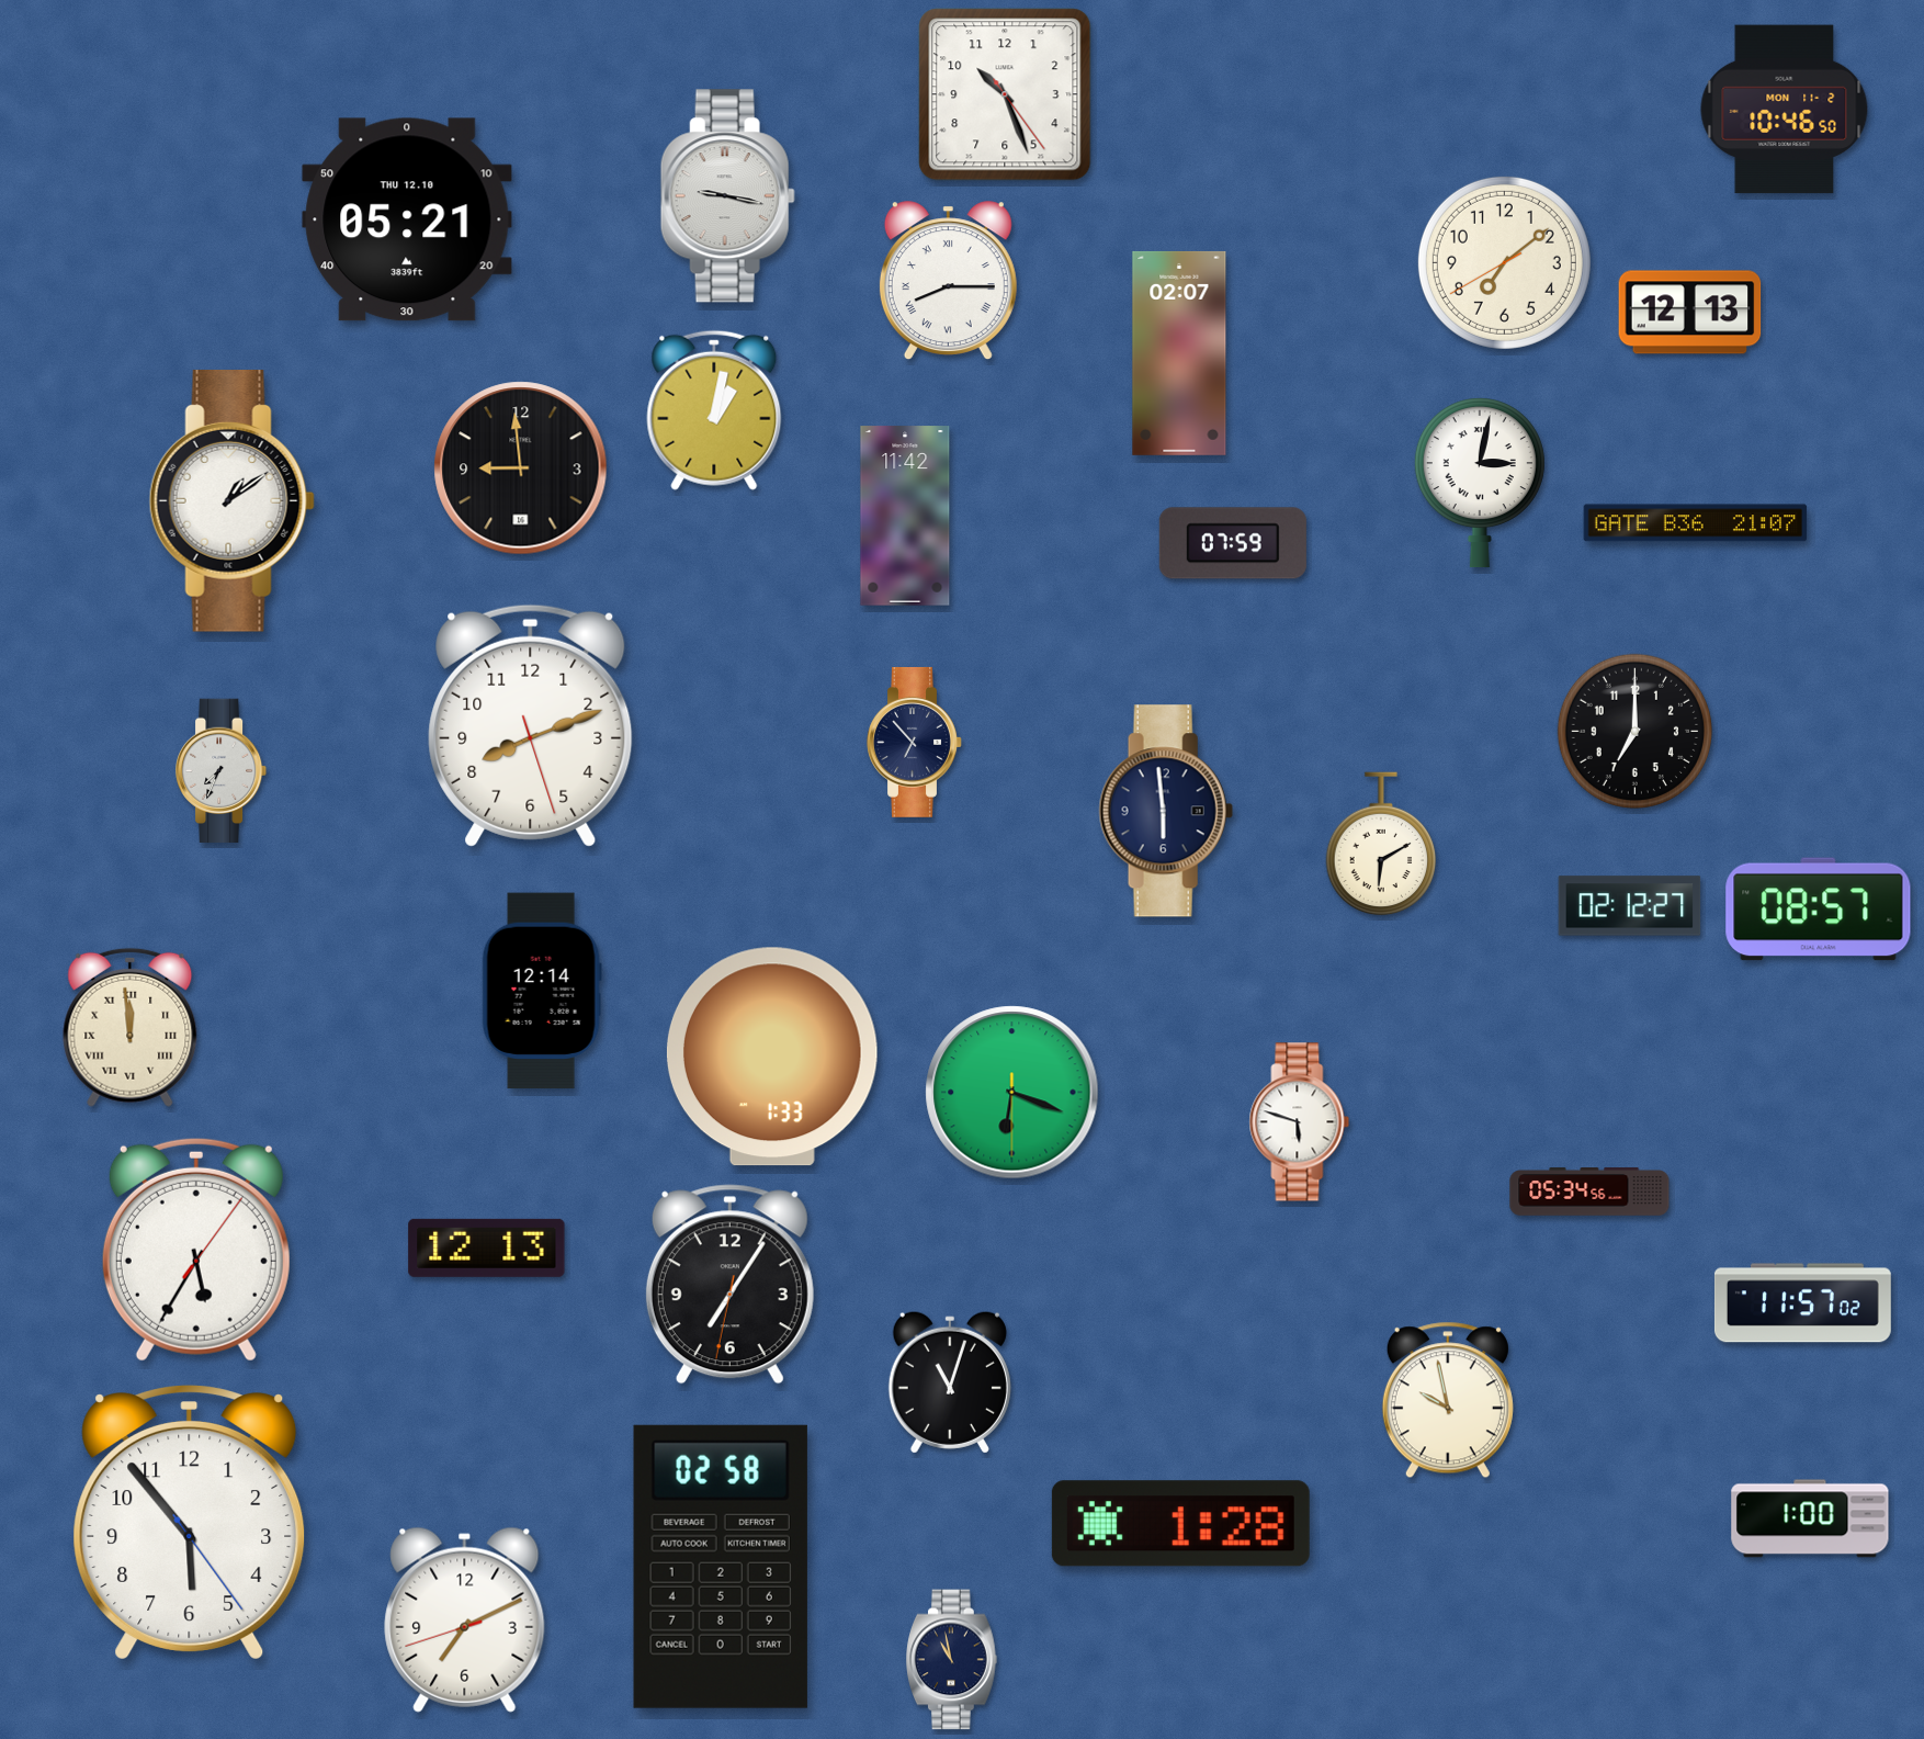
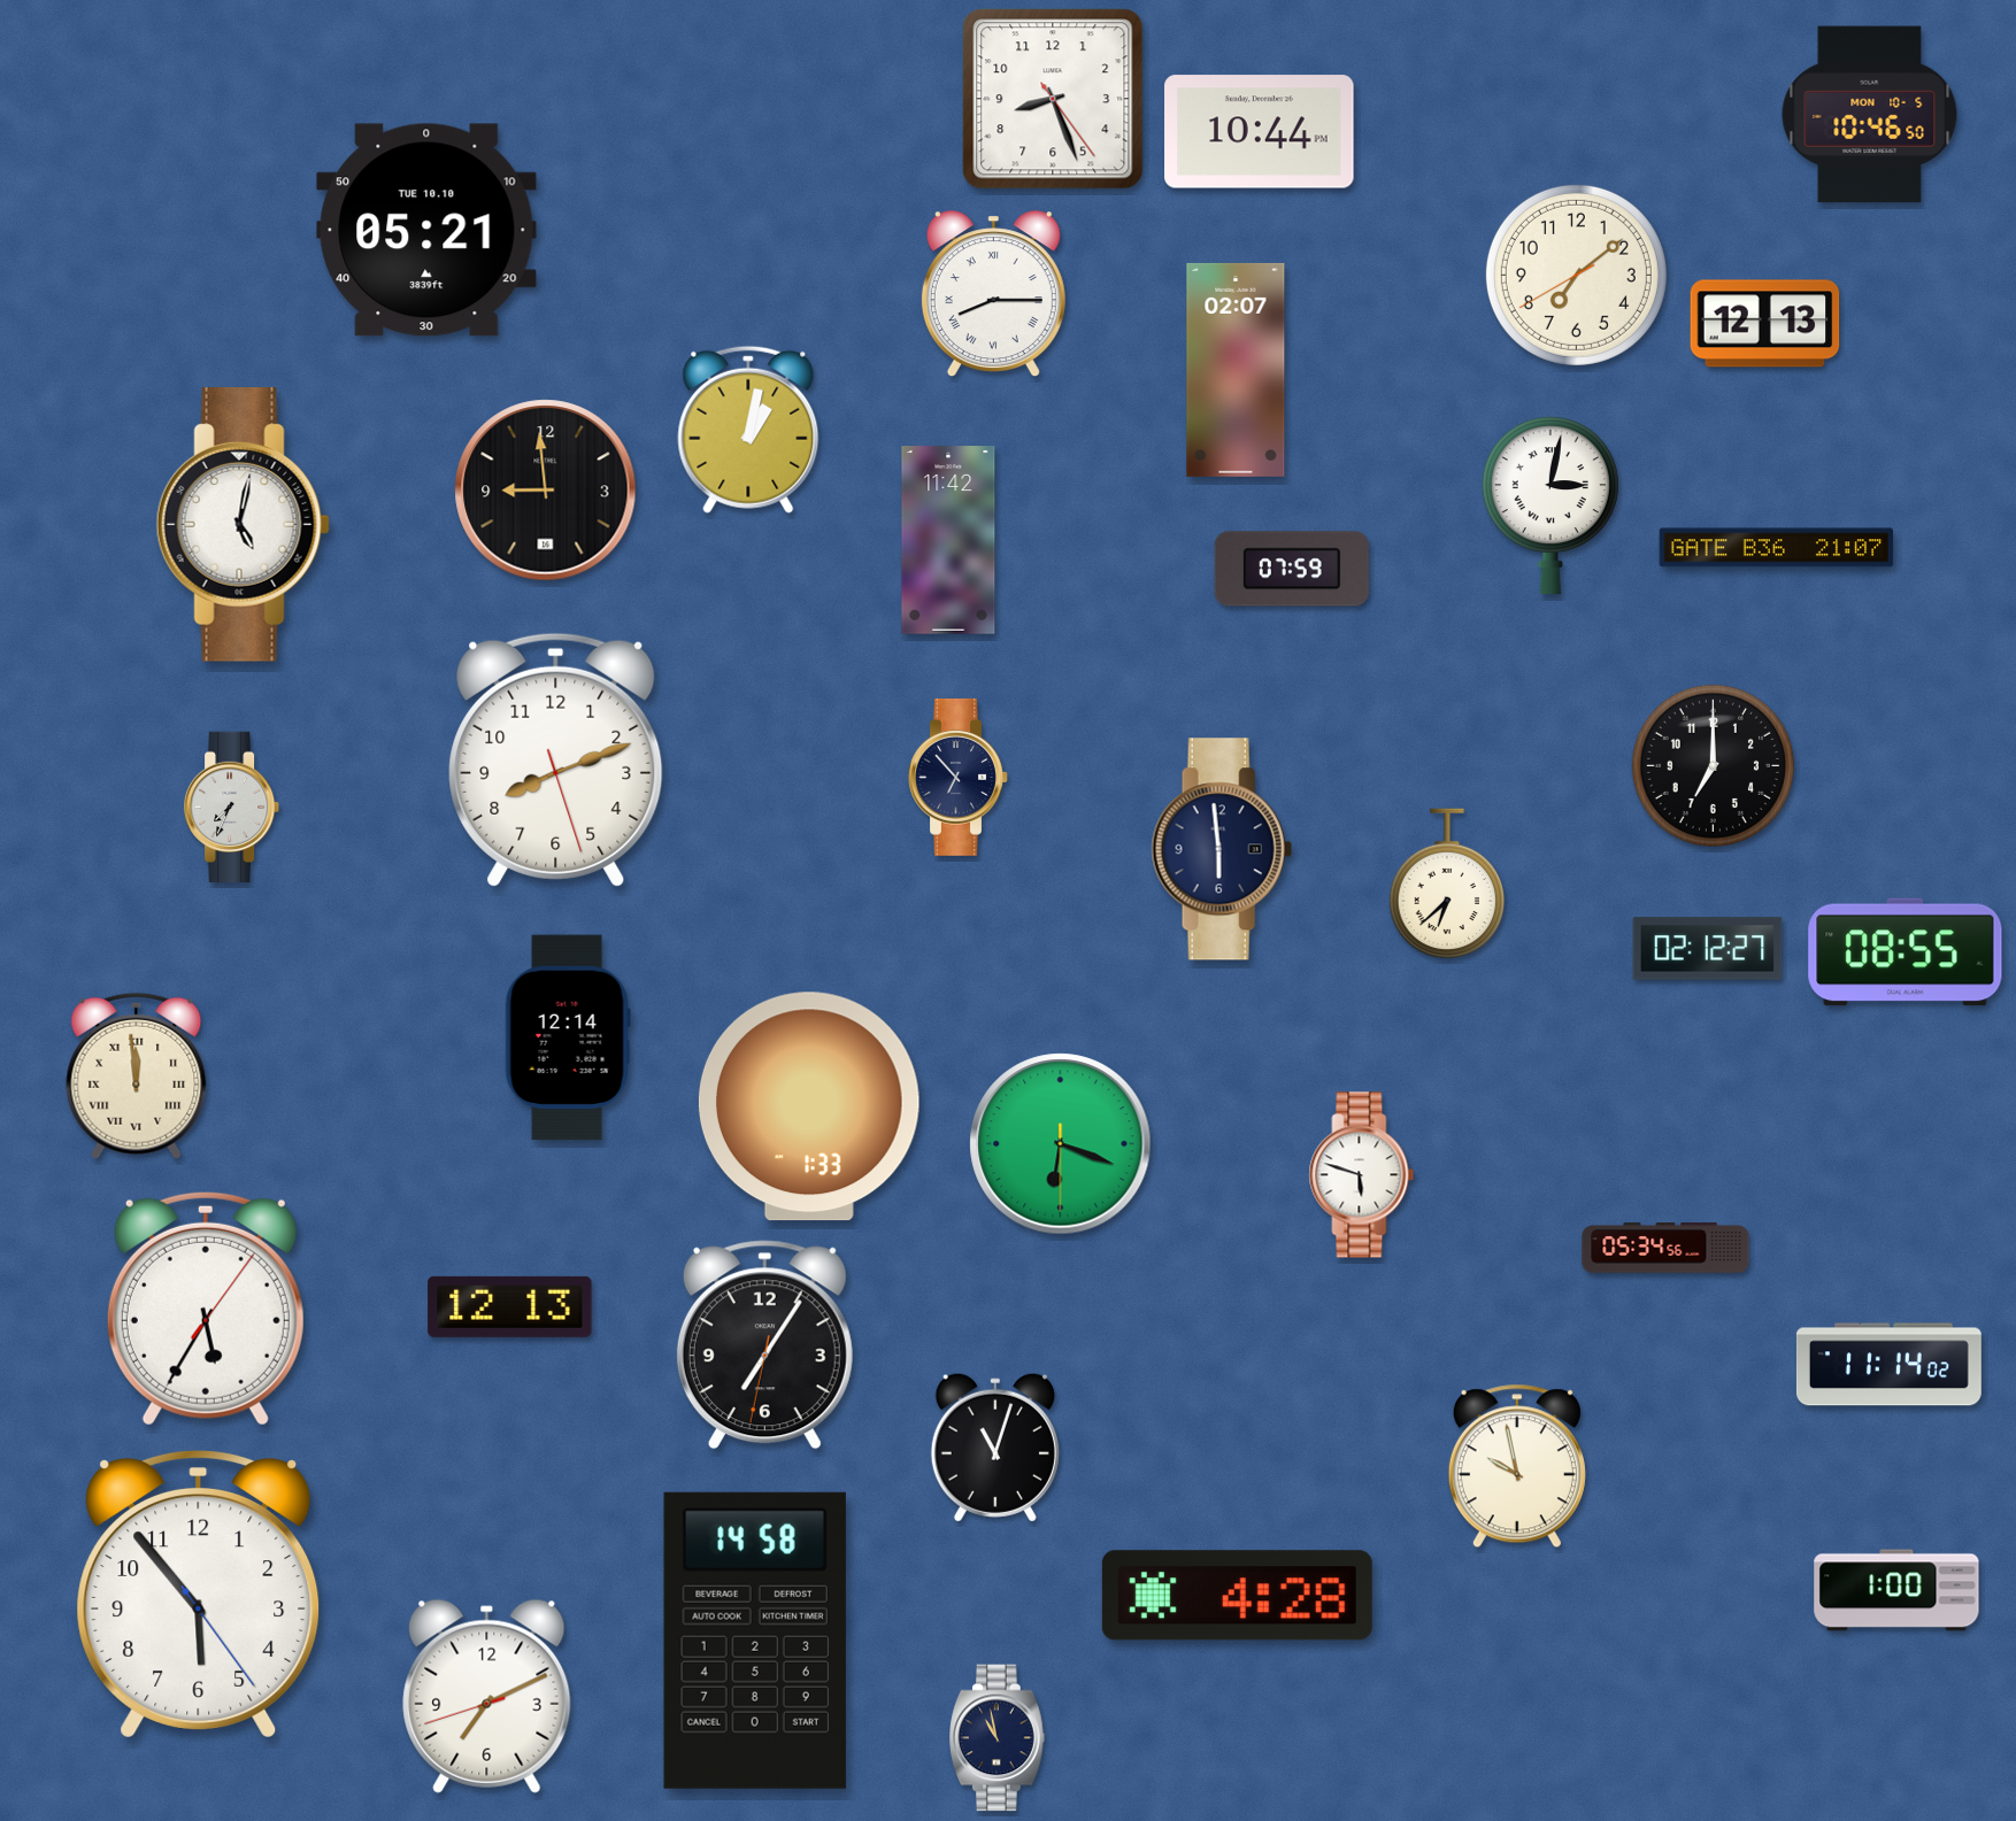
clock at (1005, 94): 10:26 -> 8:26
clock at (1785, 110) date: MON 11-2 -> MON 10-5
clock at (1260, 132): none -> 10:44
clock at (727, 196): 9:17 -> none
clock at (407, 219) date: THU 12.10 -> TUE 10.10
clock at (1690, 313) position: (1690, 313) -> (1765, 324)
clock at (231, 501): 1:09 -> 5:02
clock at (1381, 844): 6:10 -> 6:38
clock at (1819, 910): 08:57 -> 08:55
clock at (1802, 1303): 11:57 -> 11:14
clock at (1180, 1524): 1:28 -> 4:28
clock at (721, 1567): 02:58 -> 14:58
